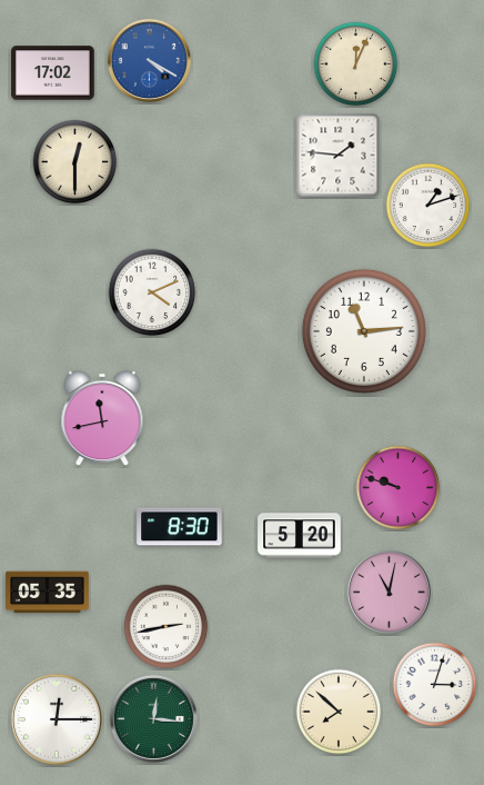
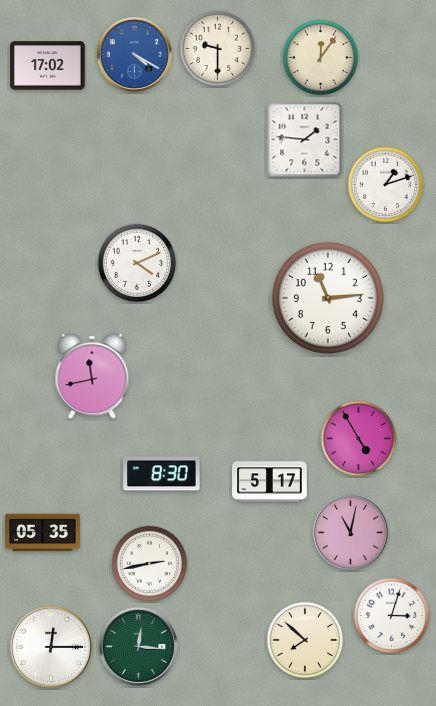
clock at (218, 49): none -> 9:30
clock at (356, 64): 12:04 -> 12:06
clock at (75, 162): 12:30 -> none
clock at (399, 488): 9:48 -> 4:55
clock at (300, 536): 5:20 -> 5:17
